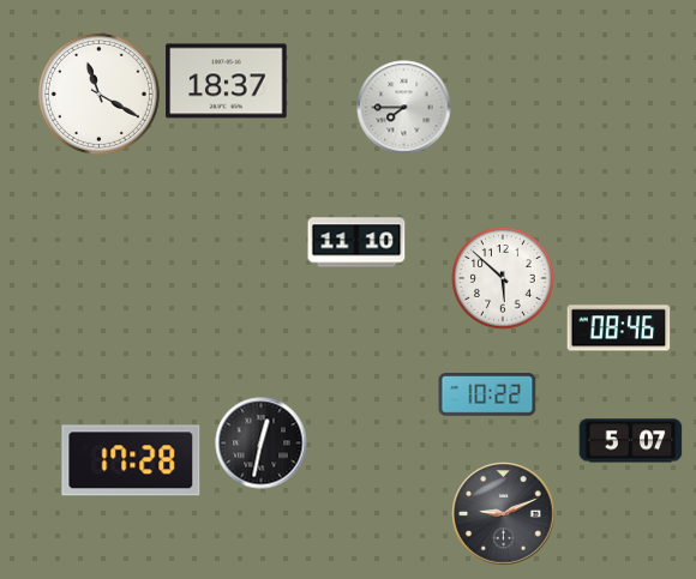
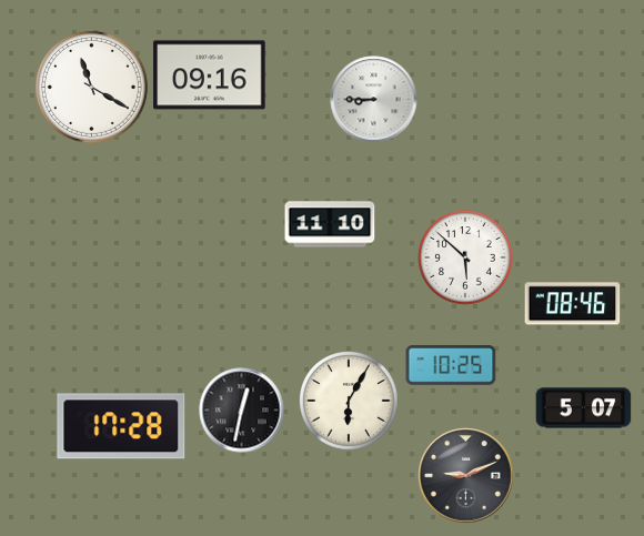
clock at (227, 82): 18:37 -> 09:16
clock at (404, 108): 7:45 -> 8:45
clock at (487, 396): 10:22 -> 10:25
clock at (350, 402): none -> 6:05
